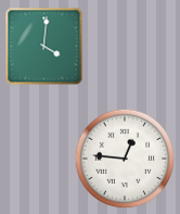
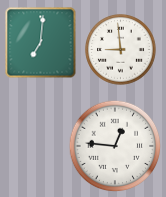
clock at (44, 47): 4:01 -> 7:01
clock at (121, 50): none -> 8:59
